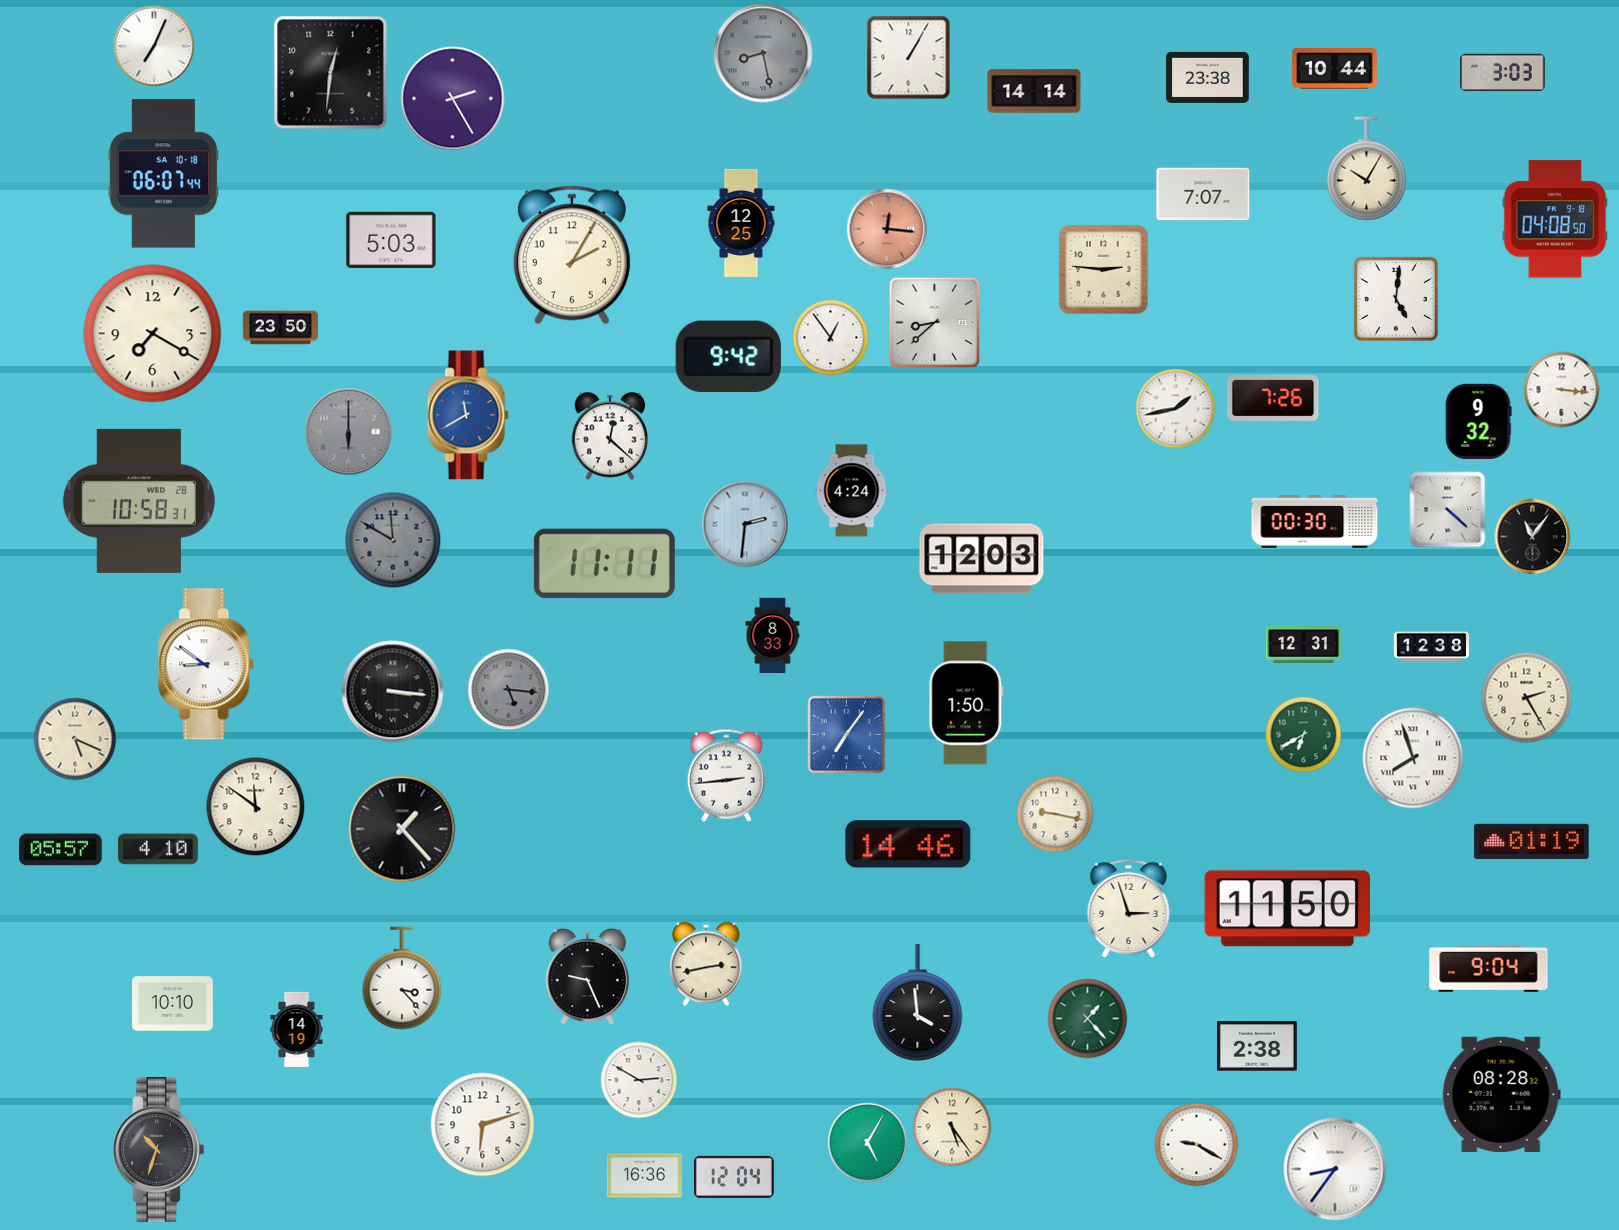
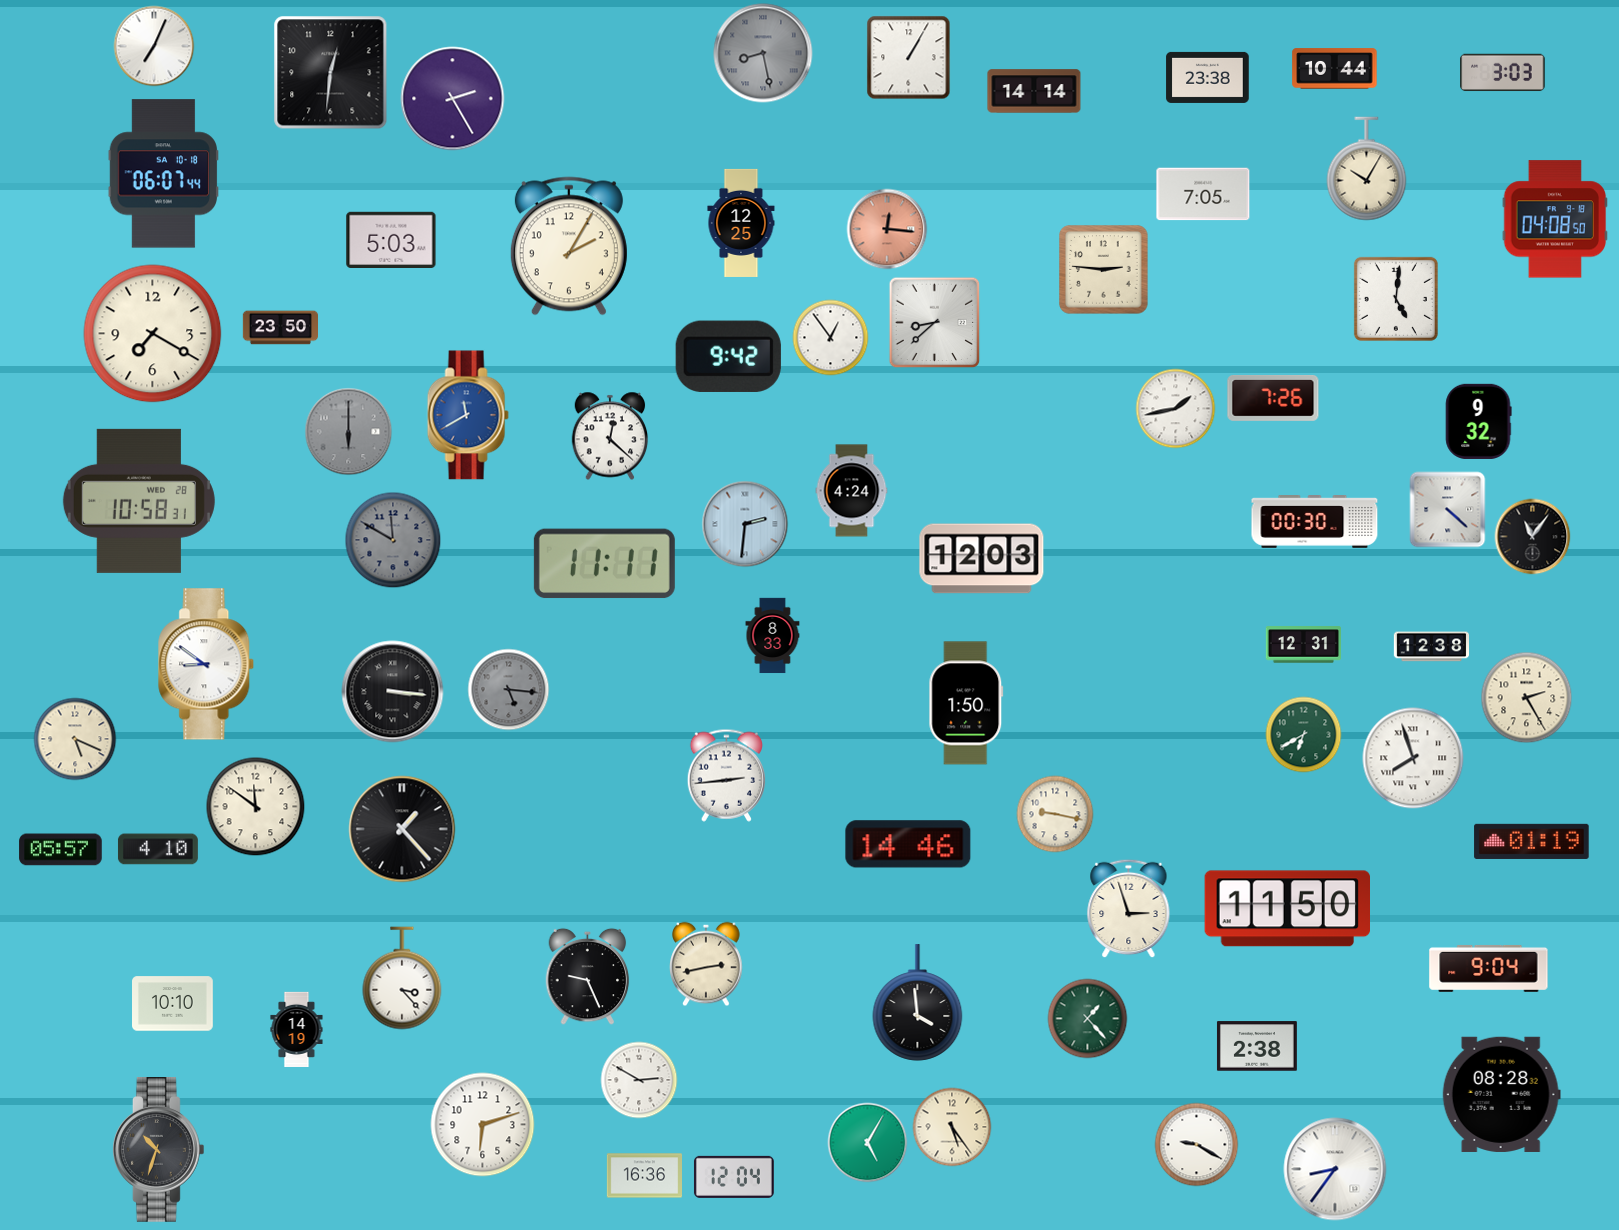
clock at (1203, 194): 7:07 -> 7:05
clock at (572, 255) position: (572, 255) -> (569, 246)
clock at (1562, 390): 3:16 -> none
clock at (847, 735): 7:06 -> none
